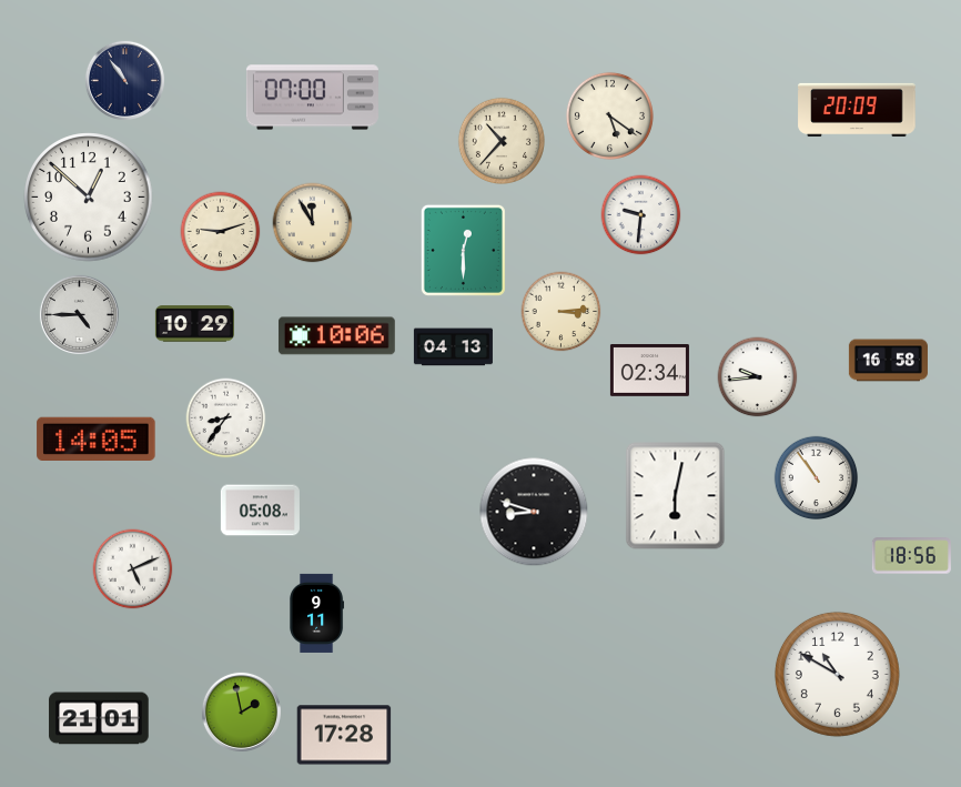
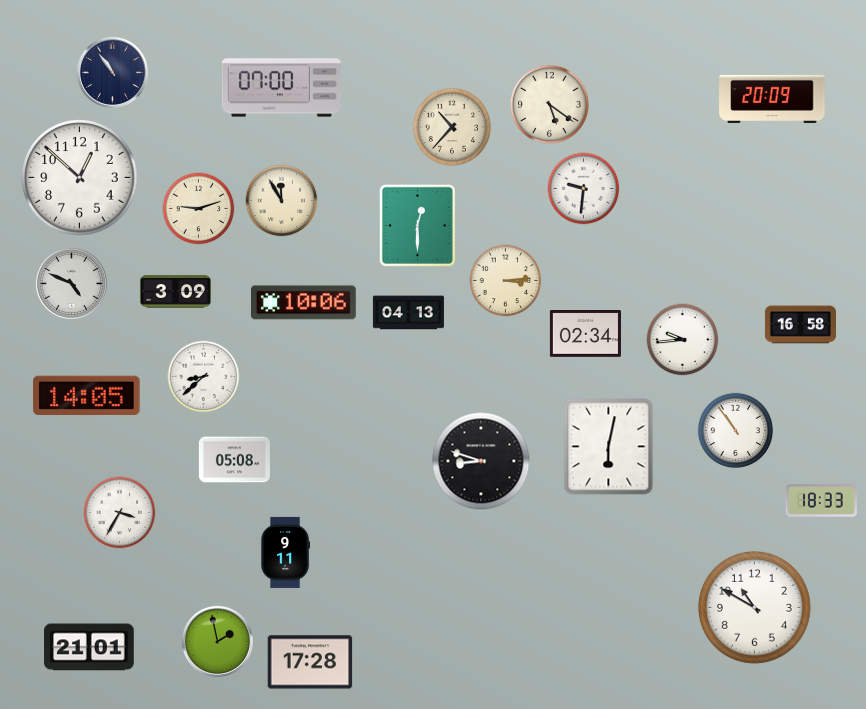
clock at (641, 215) position: (641, 215) -> (584, 189)
clock at (79, 314): 4:45 -> 4:49
clock at (194, 324): 10:29 -> 3:09
clock at (226, 418): 8:36 -> 8:38
clock at (911, 556): 18:56 -> 18:33
clock at (133, 569): 5:11 -> 3:35
